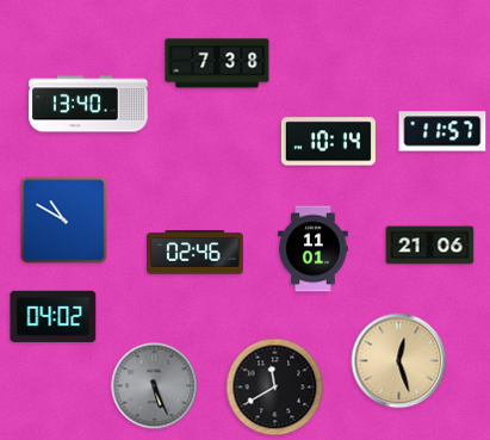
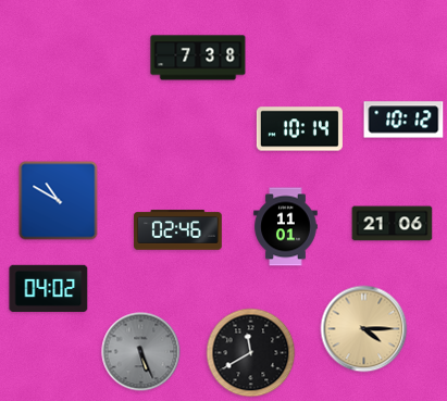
clock at (88, 104): 13:40 -> none
clock at (442, 131): 11:57 -> 10:12
clock at (399, 361): 12:27 -> 4:15
